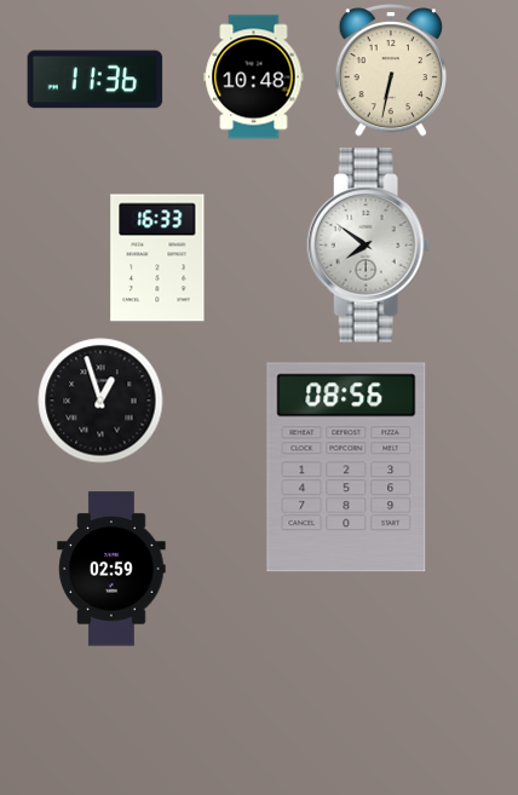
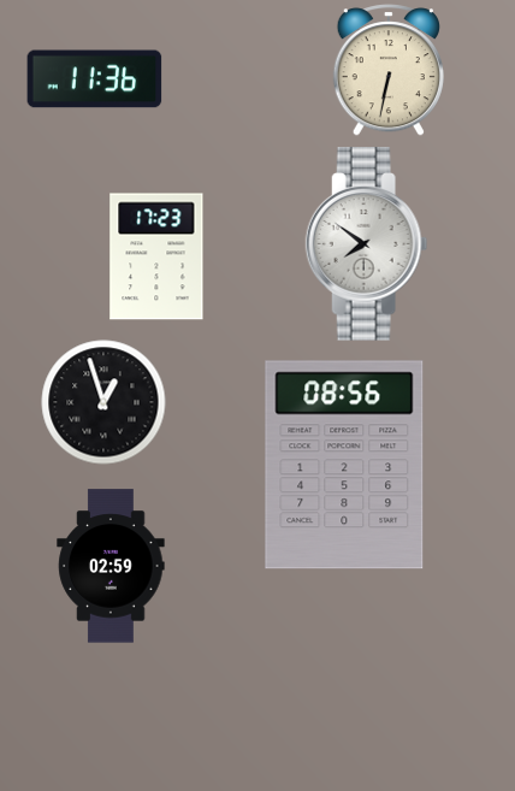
clock at (254, 77): 10:48 -> none
clock at (157, 258): 16:33 -> 17:23
clock at (100, 401) position: (100, 401) -> (103, 402)
